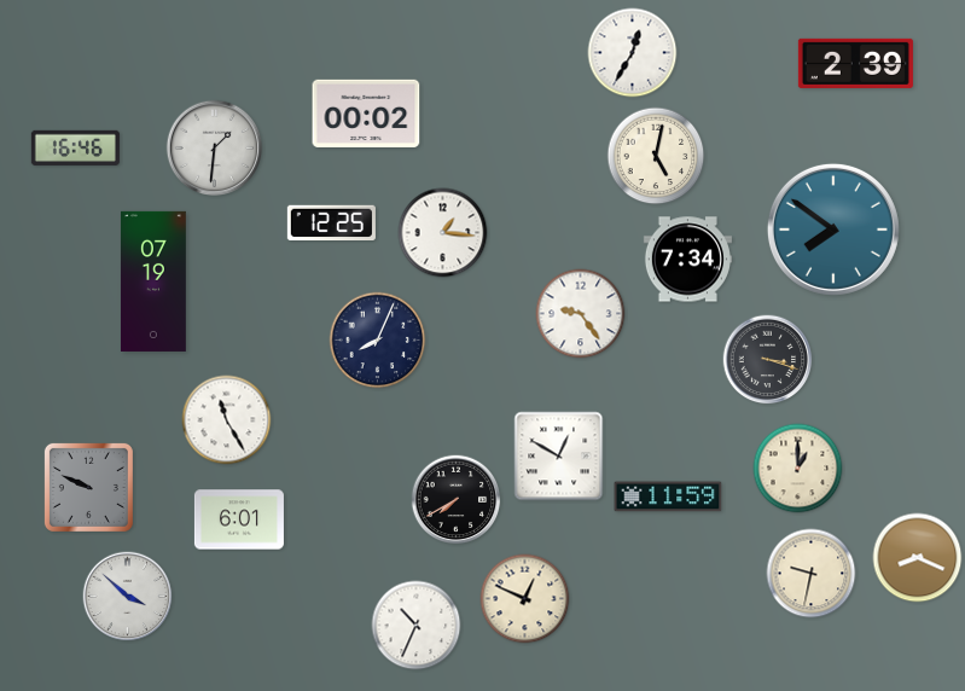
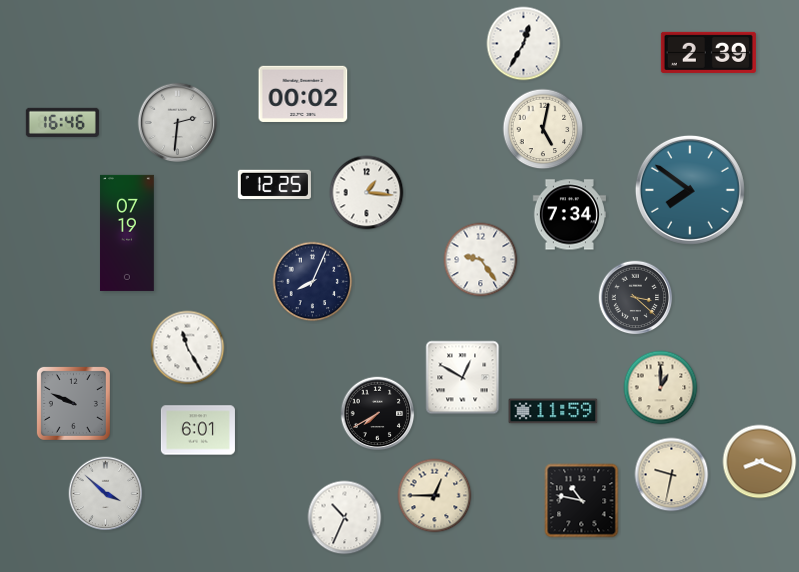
clock at (215, 149): 1:31 -> 2:31
clock at (768, 360): 3:18 -> 3:22
clock at (525, 599): 12:49 -> 12:45
clock at (582, 501): none -> 10:47
